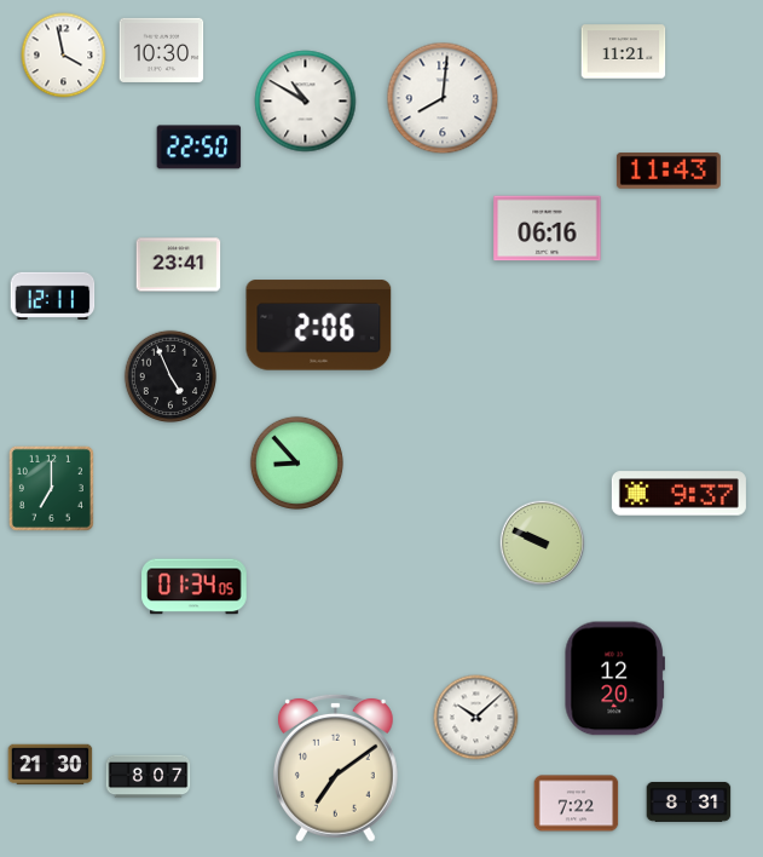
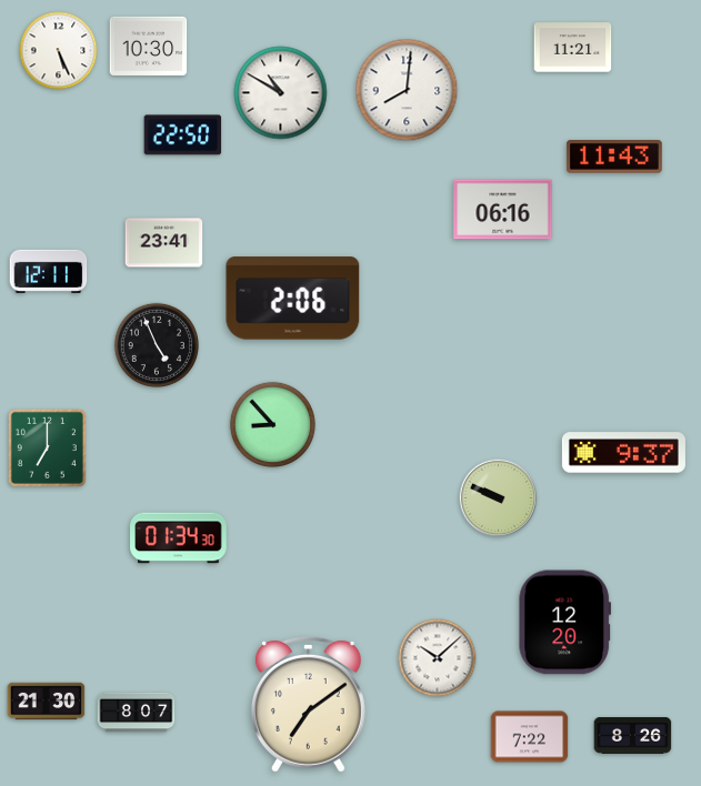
clock at (64, 56): 3:58 -> 5:26
clock at (195, 587): 01:34:05 -> 01:34:30
clock at (689, 801): 8:31 -> 8:26
